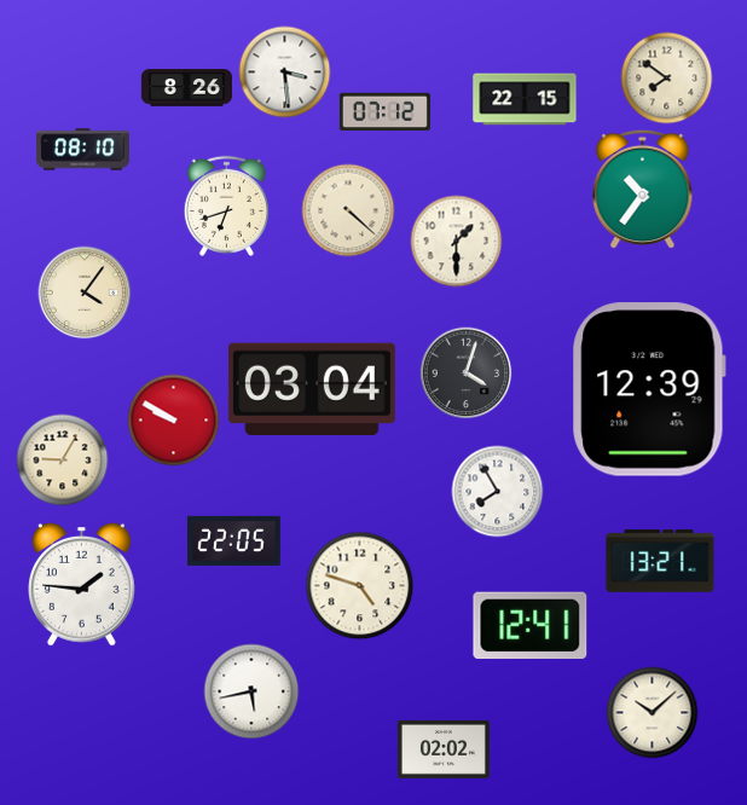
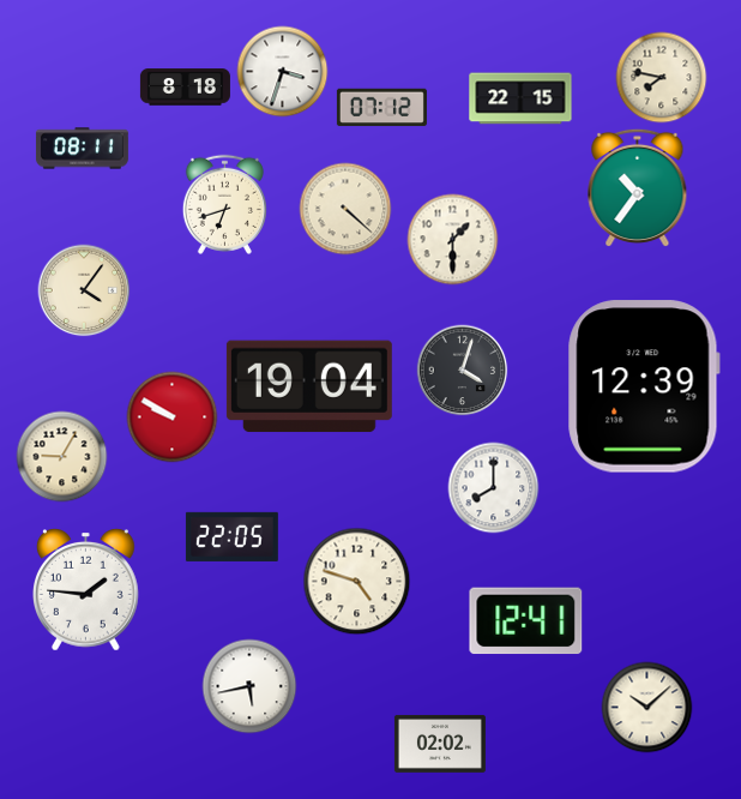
clock at (285, 73): 3:29 -> 3:33
clock at (667, 79): 7:51 -> 7:47
clock at (186, 88): 8:26 -> 8:18
clock at (384, 112) position: (384, 112) -> (381, 108)
clock at (82, 150): 08:10 -> 08:11
clock at (312, 389): 03:04 -> 19:04
clock at (498, 492): 7:55 -> 8:00
clock at (660, 561): 13:21 -> none
clock at (82, 585) position: (82, 585) -> (86, 590)
